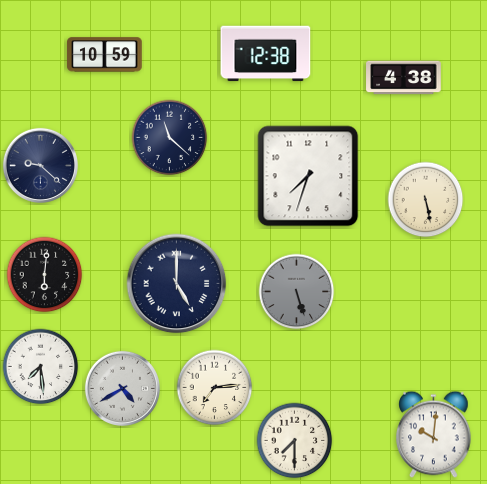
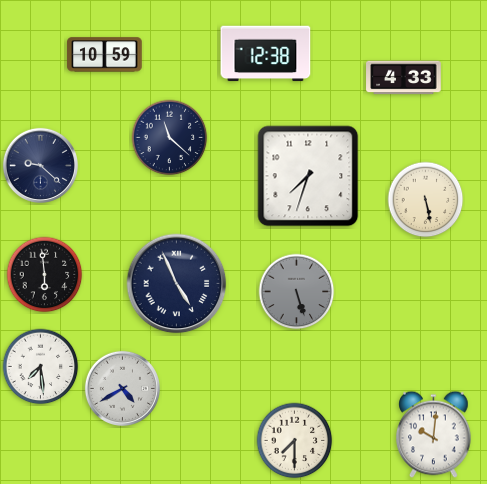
clock at (404, 78): 4:38 -> 4:33
clock at (45, 275): 6:01 -> 5:59
clock at (177, 284): 5:00 -> 4:56
clock at (215, 388): 7:14 -> none
